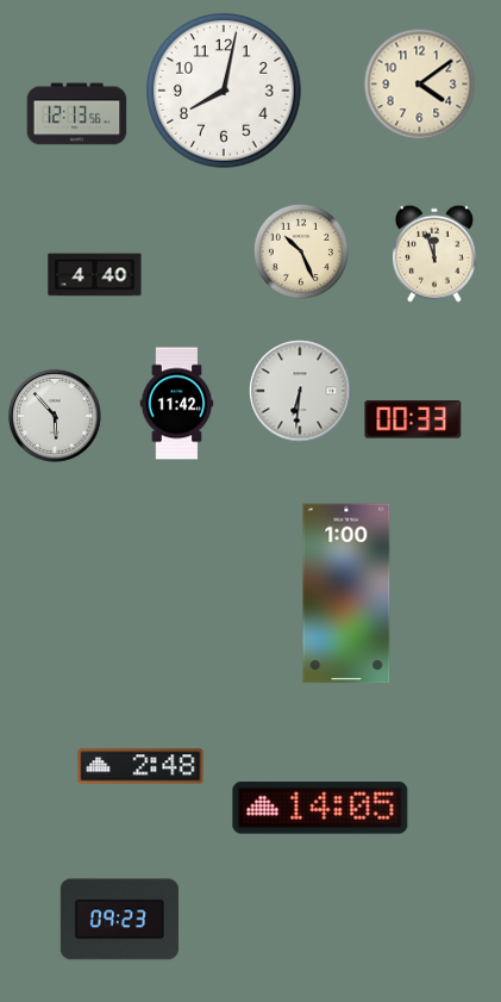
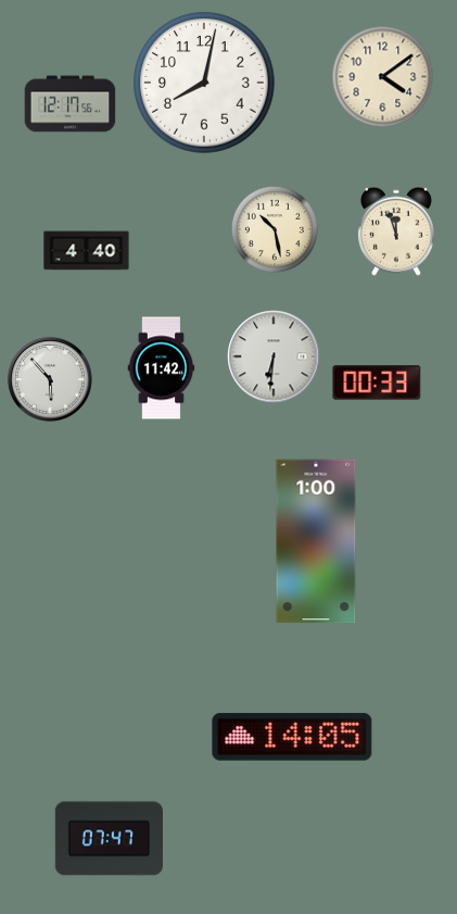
clock at (77, 114): 12:13 -> 12:17
clock at (301, 251): 10:26 -> 10:28
clock at (140, 766): 2:48 -> none
clock at (119, 920): 09:23 -> 07:47
